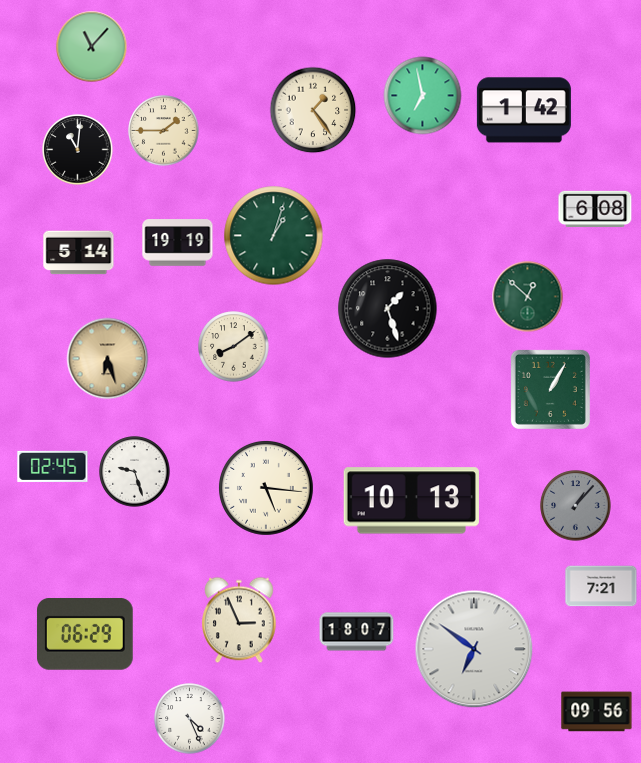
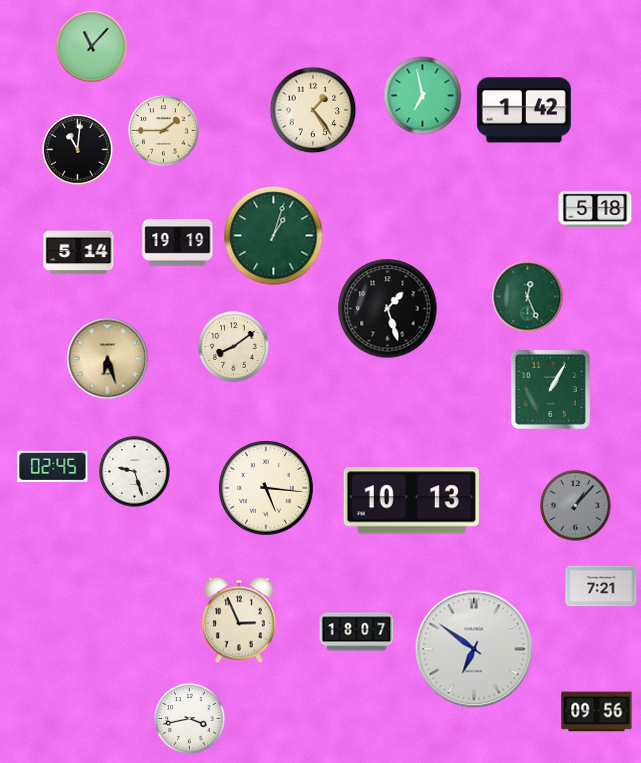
clock at (595, 208): 6:08 -> 5:18
clock at (528, 297): 12:52 -> 12:26
clock at (85, 635): 06:29 -> none
clock at (190, 719): 4:26 -> 3:43
